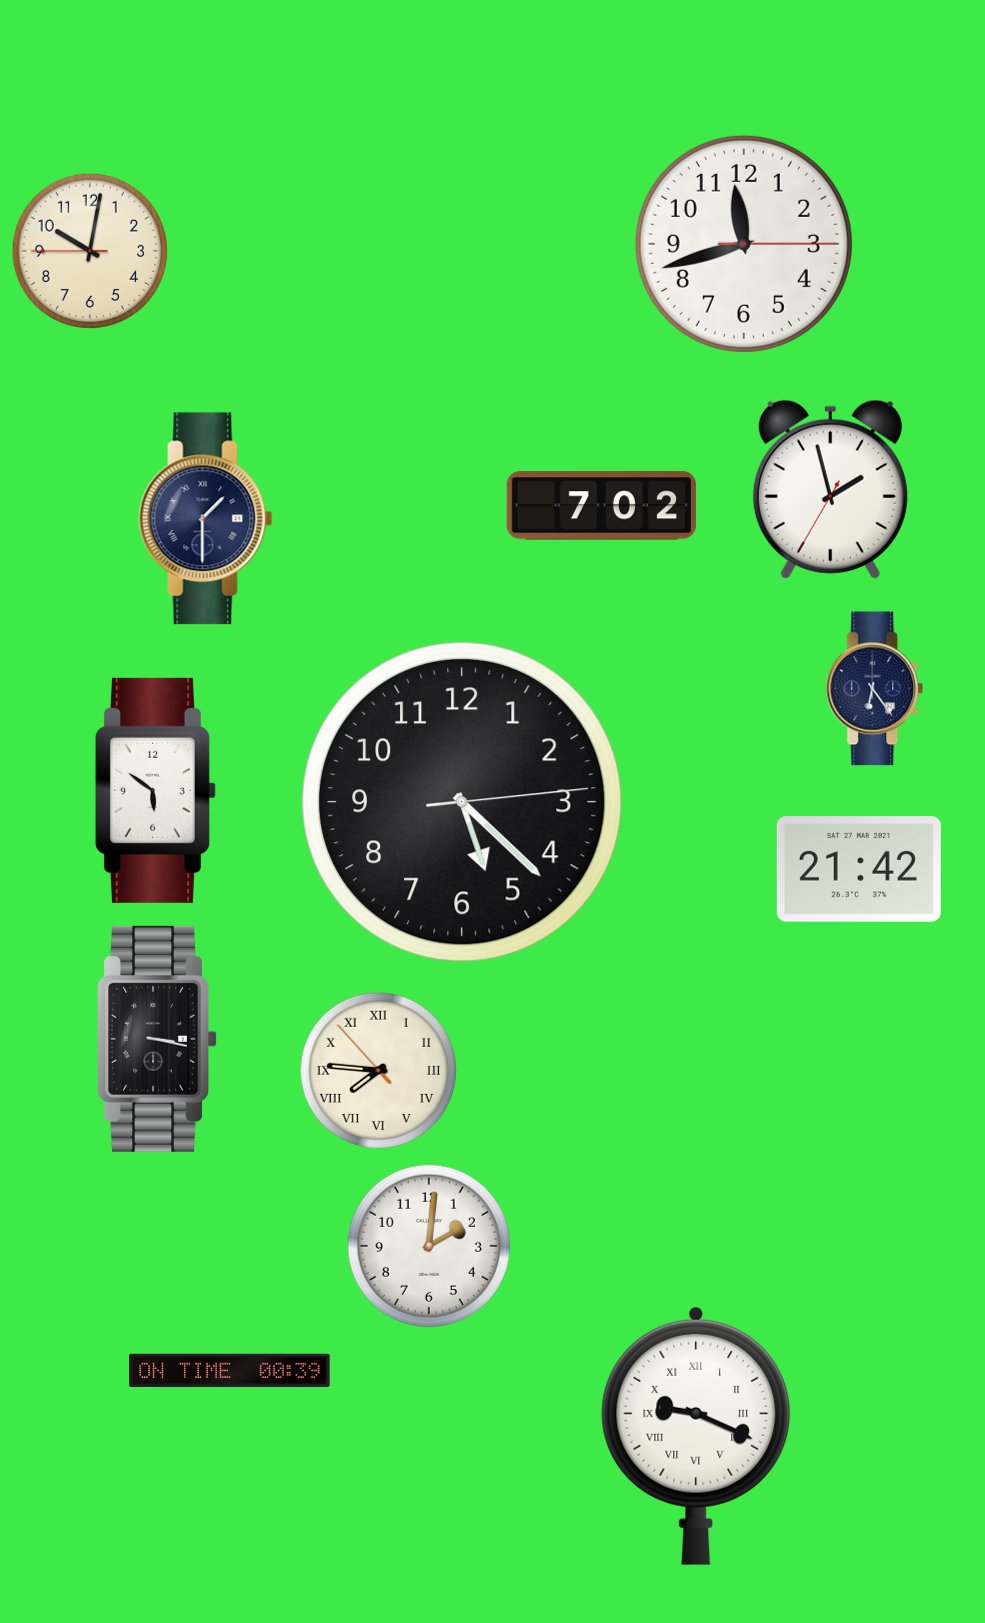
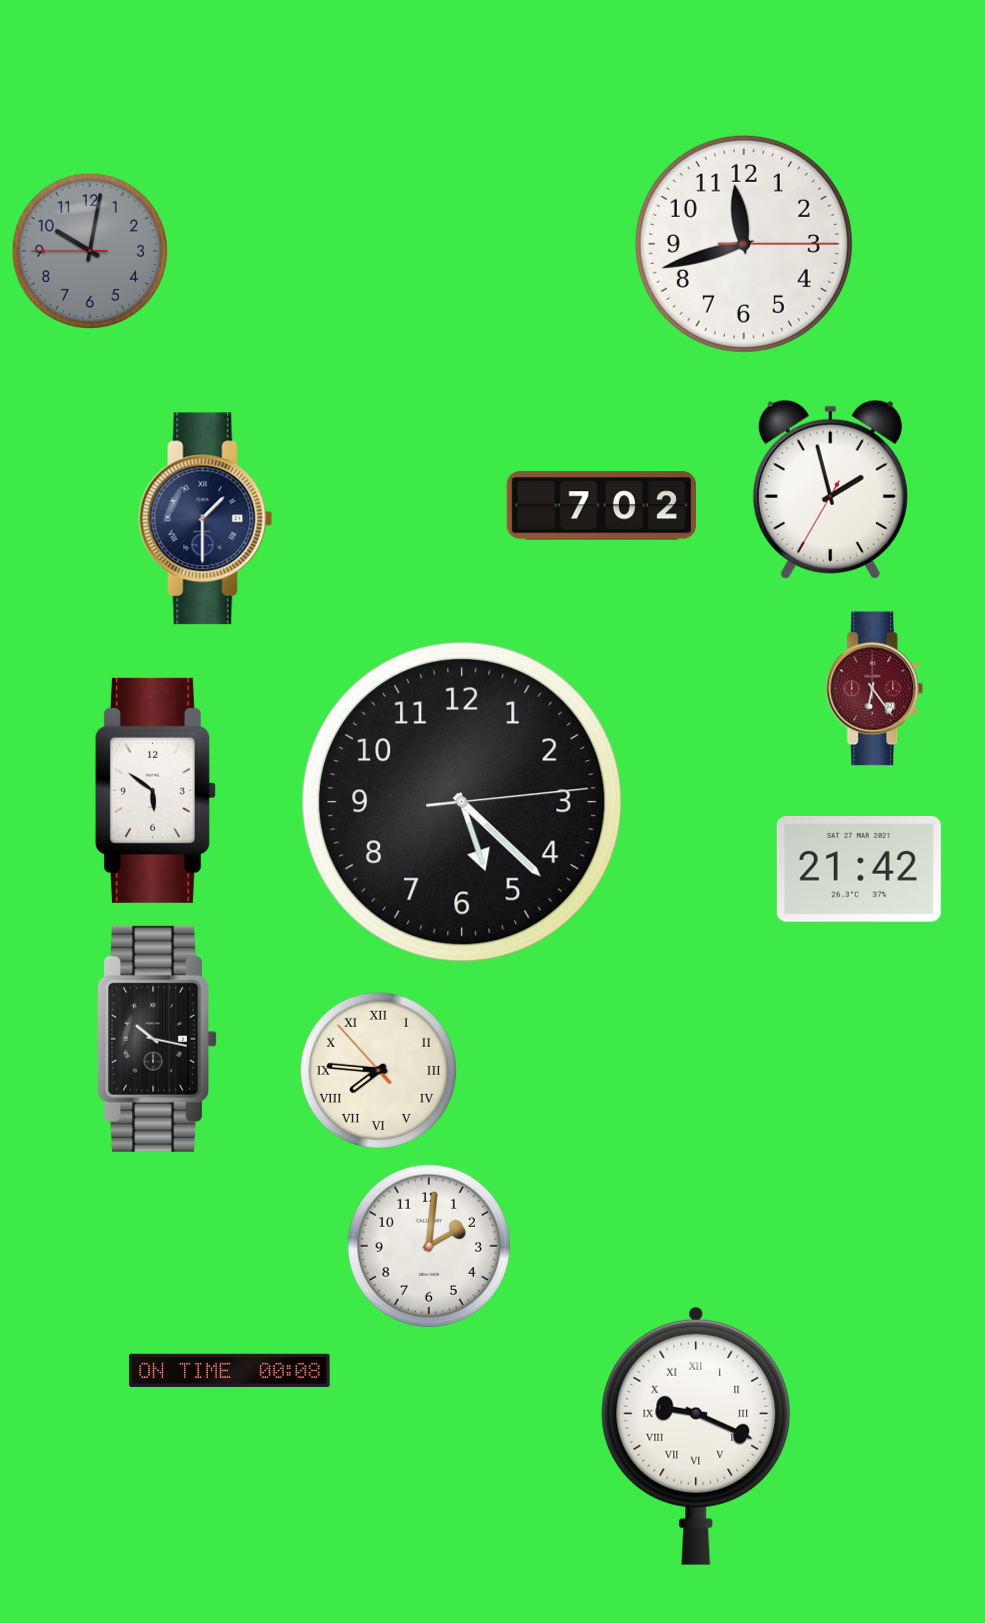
clock at (90, 251) dial: cream -> grey
clock at (875, 689) dial: navy -> burgundy
clock at (157, 1039): 3:17 -> 10:17
clock at (230, 1370): 00:39 -> 00:08
